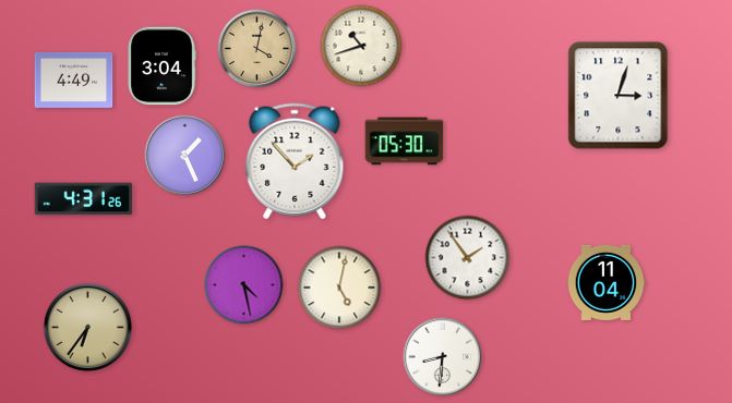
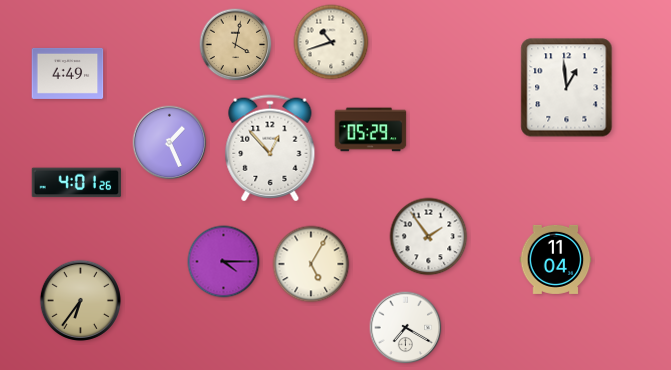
clock at (161, 66): 3:04 -> none
clock at (619, 96): 3:03 -> 12:59
clock at (405, 142): 05:30 -> 05:29
clock at (295, 161): 1:53 -> 12:53
clock at (83, 199): 4:31 -> 4:01
clock at (244, 285): 4:28 -> 4:15
clock at (339, 288): 5:02 -> 5:05
clock at (443, 357): 8:31 -> 7:20
